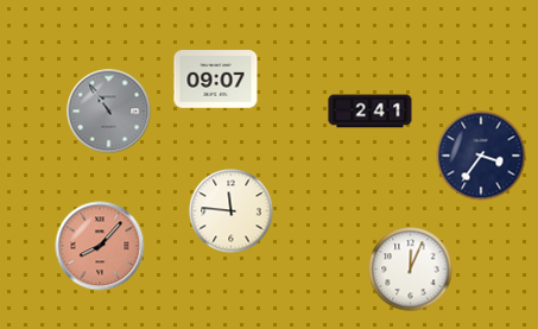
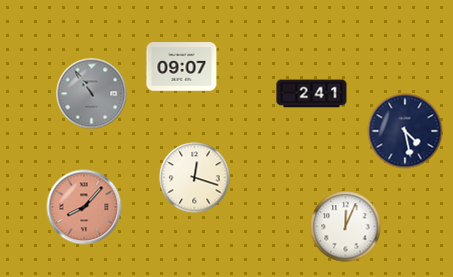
clock at (481, 156): 3:36 -> 4:28
clock at (232, 211): 11:46 -> 12:18
